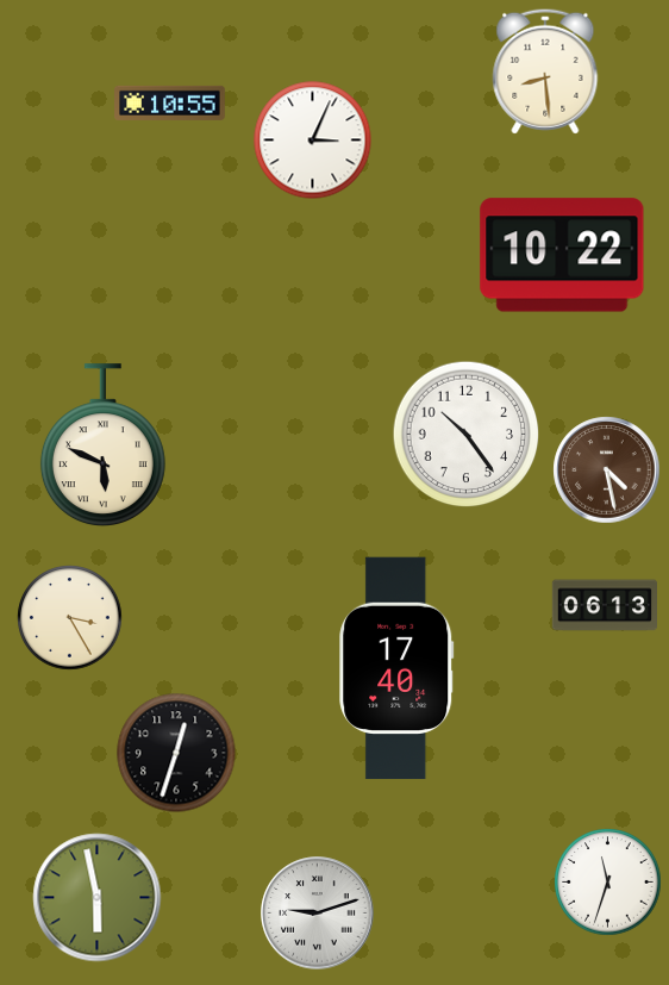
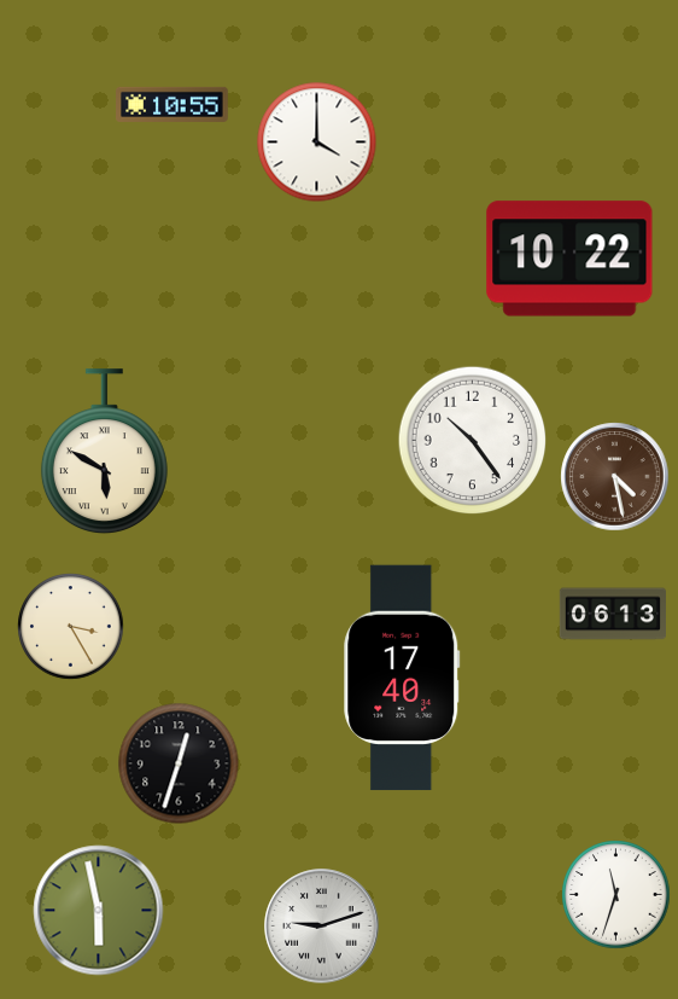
clock at (545, 71): 8:29 -> none
clock at (313, 141): 3:04 -> 4:00
clock at (102, 445): 5:49 -> 5:50
